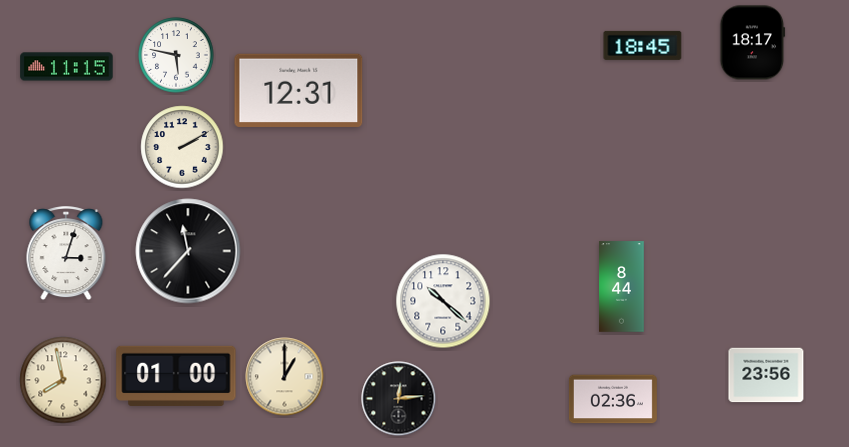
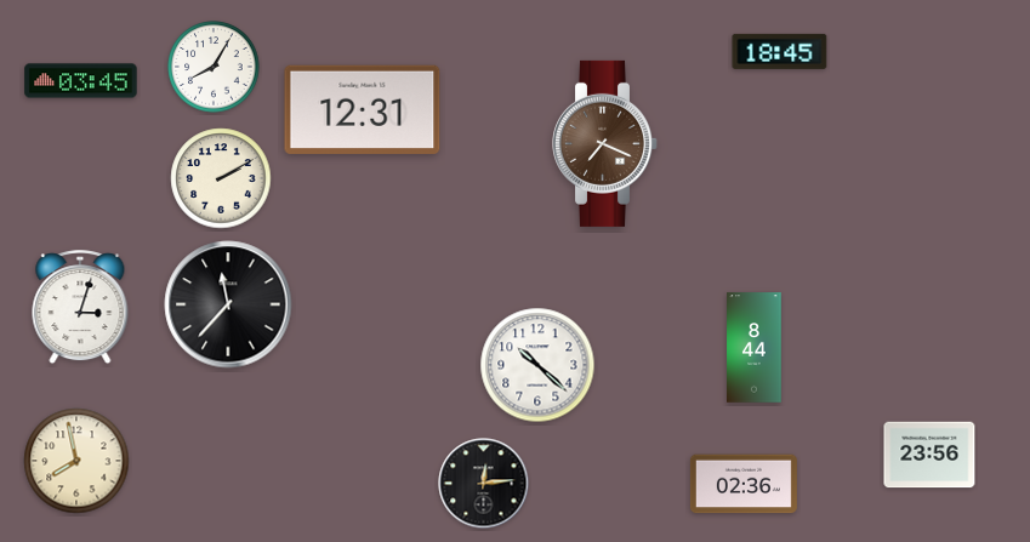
clock at (753, 43): 18:17 -> none
clock at (643, 45) position: (643, 45) -> (780, 51)
clock at (176, 55): 5:47 -> 8:05
clock at (67, 67): 11:15 -> 03:45
clock at (605, 143): none -> 7:19
clock at (176, 376): 01:00 -> none
clock at (285, 377): 1:00 -> none
